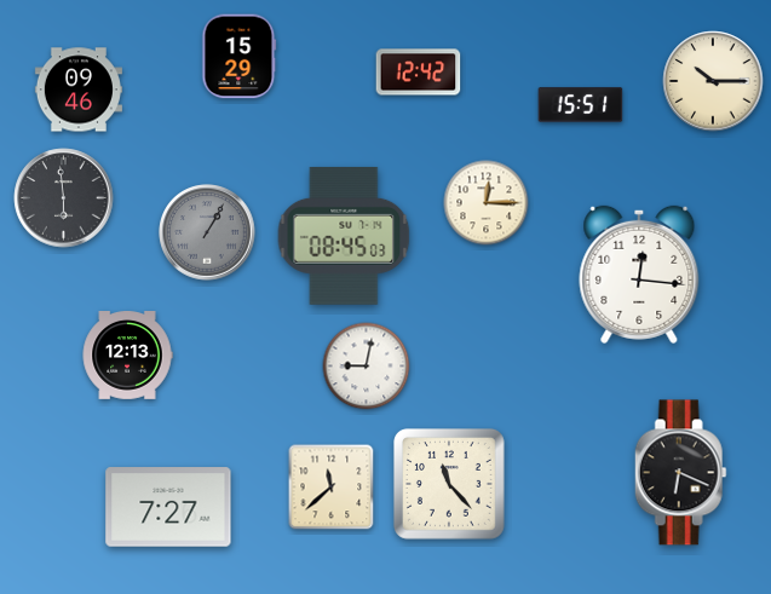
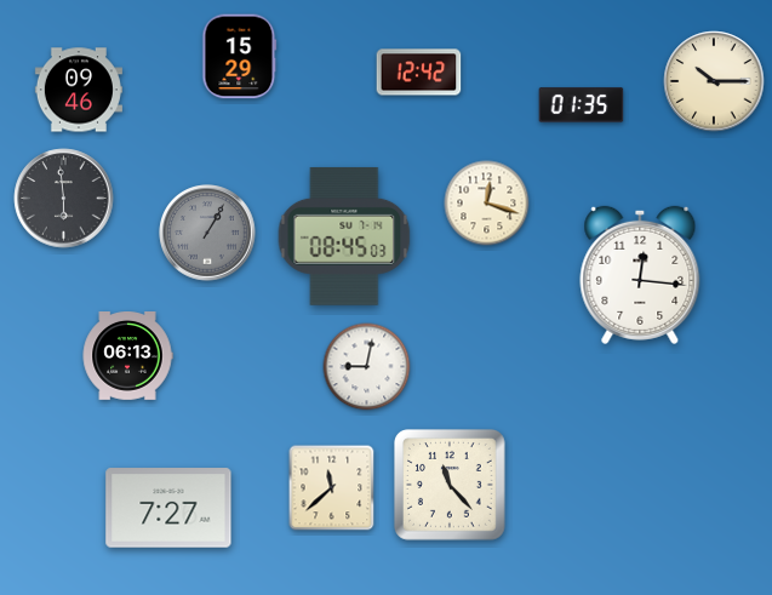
clock at (581, 105): 15:51 -> 01:35
clock at (487, 203): 12:15 -> 12:18
clock at (127, 356): 12:13 -> 06:13
clock at (680, 473): 6:19 -> none
